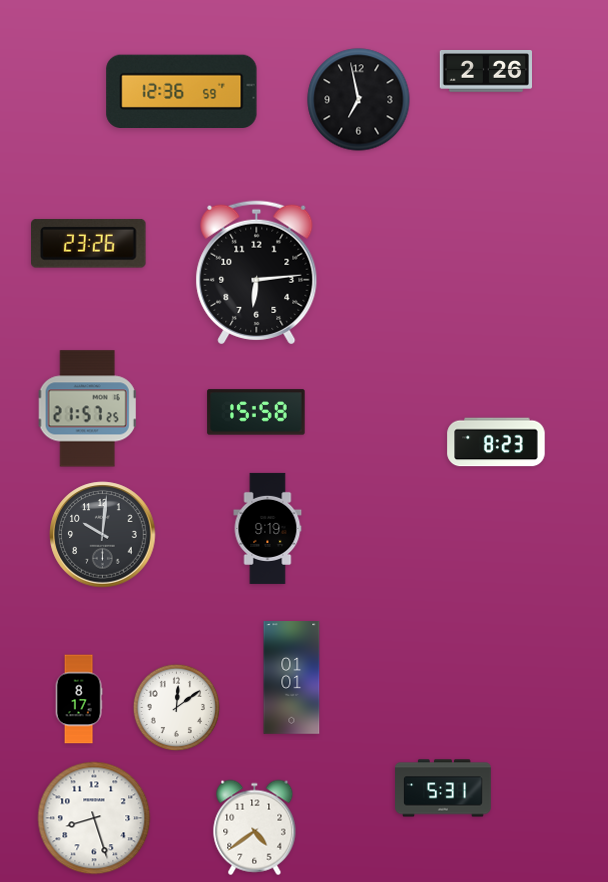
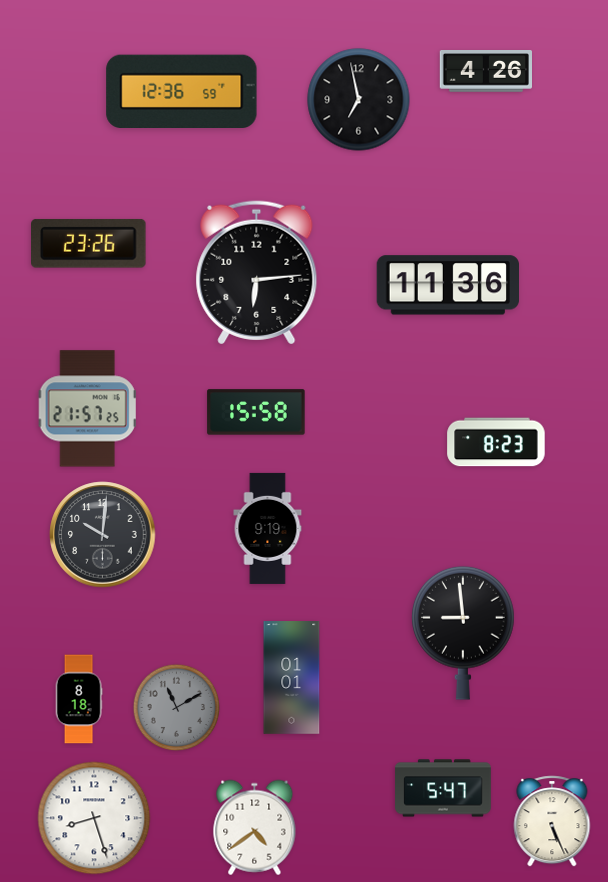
clock at (485, 71): 2:26 -> 4:26
clock at (447, 285): none -> 11:36
clock at (464, 633): none -> 8:59
clock at (79, 699): 8:17 -> 8:18
clock at (177, 708): 12:09 -> 11:10
clock at (177, 708) dial: white -> grey
clock at (443, 788): 5:31 -> 5:47
clock at (552, 821): none -> 5:26
